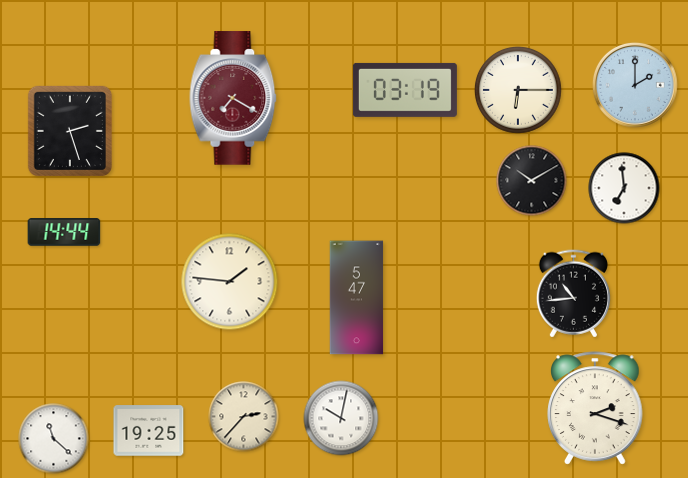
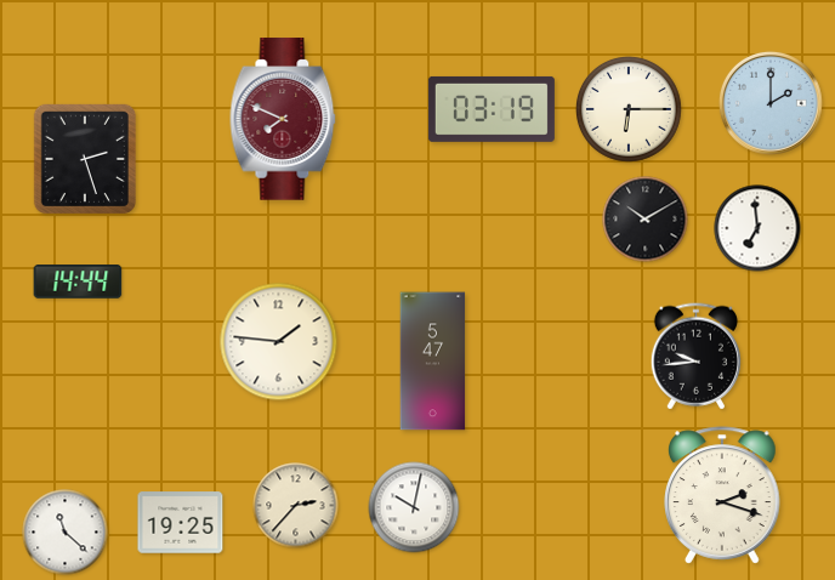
clock at (233, 98): 7:20 -> 7:49
clock at (573, 294): 10:44 -> 9:44
